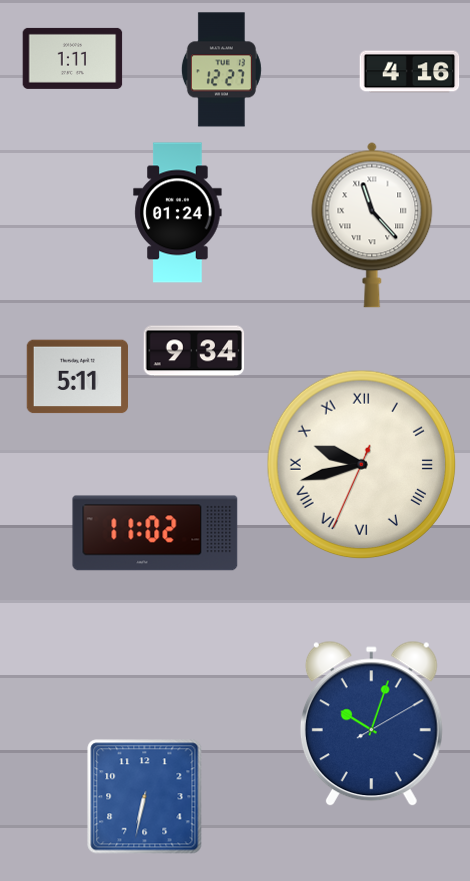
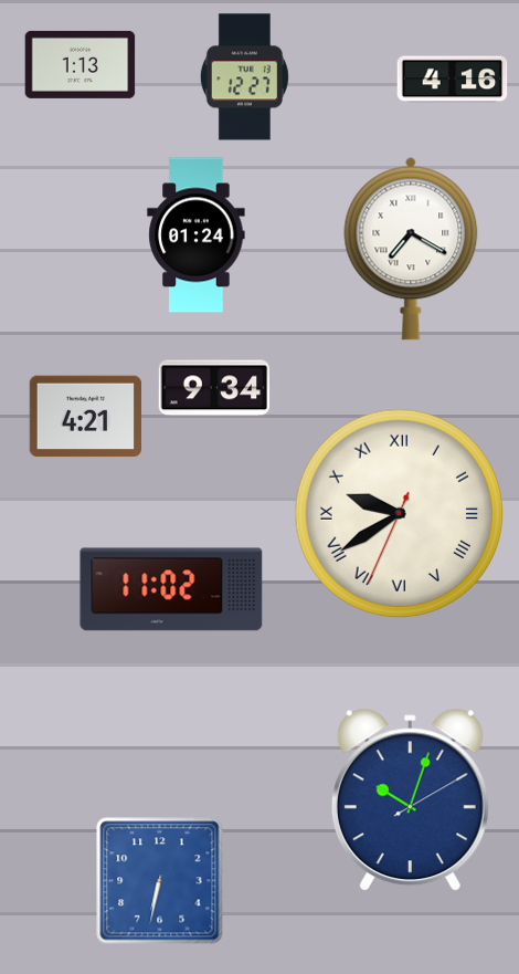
clock at (73, 58): 1:11 -> 1:13
clock at (372, 225): 11:23 -> 7:20
clock at (77, 377): 5:11 -> 4:21
clock at (362, 465): 9:42 -> 9:39
